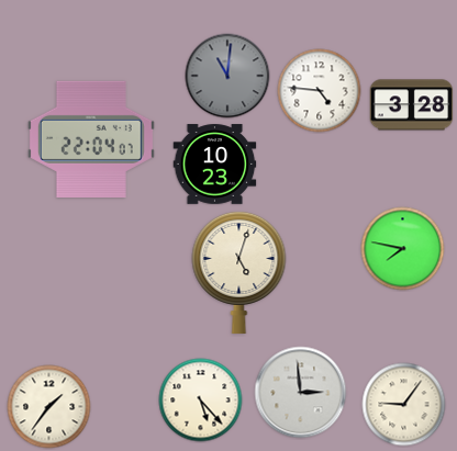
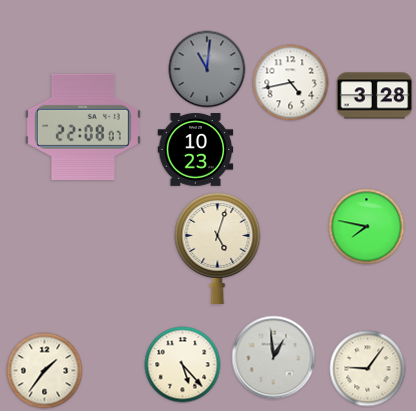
clock at (320, 91): 4:46 -> 4:43
clock at (91, 139): 22:04 -> 22:08
clock at (301, 393): 2:59 -> 12:59
